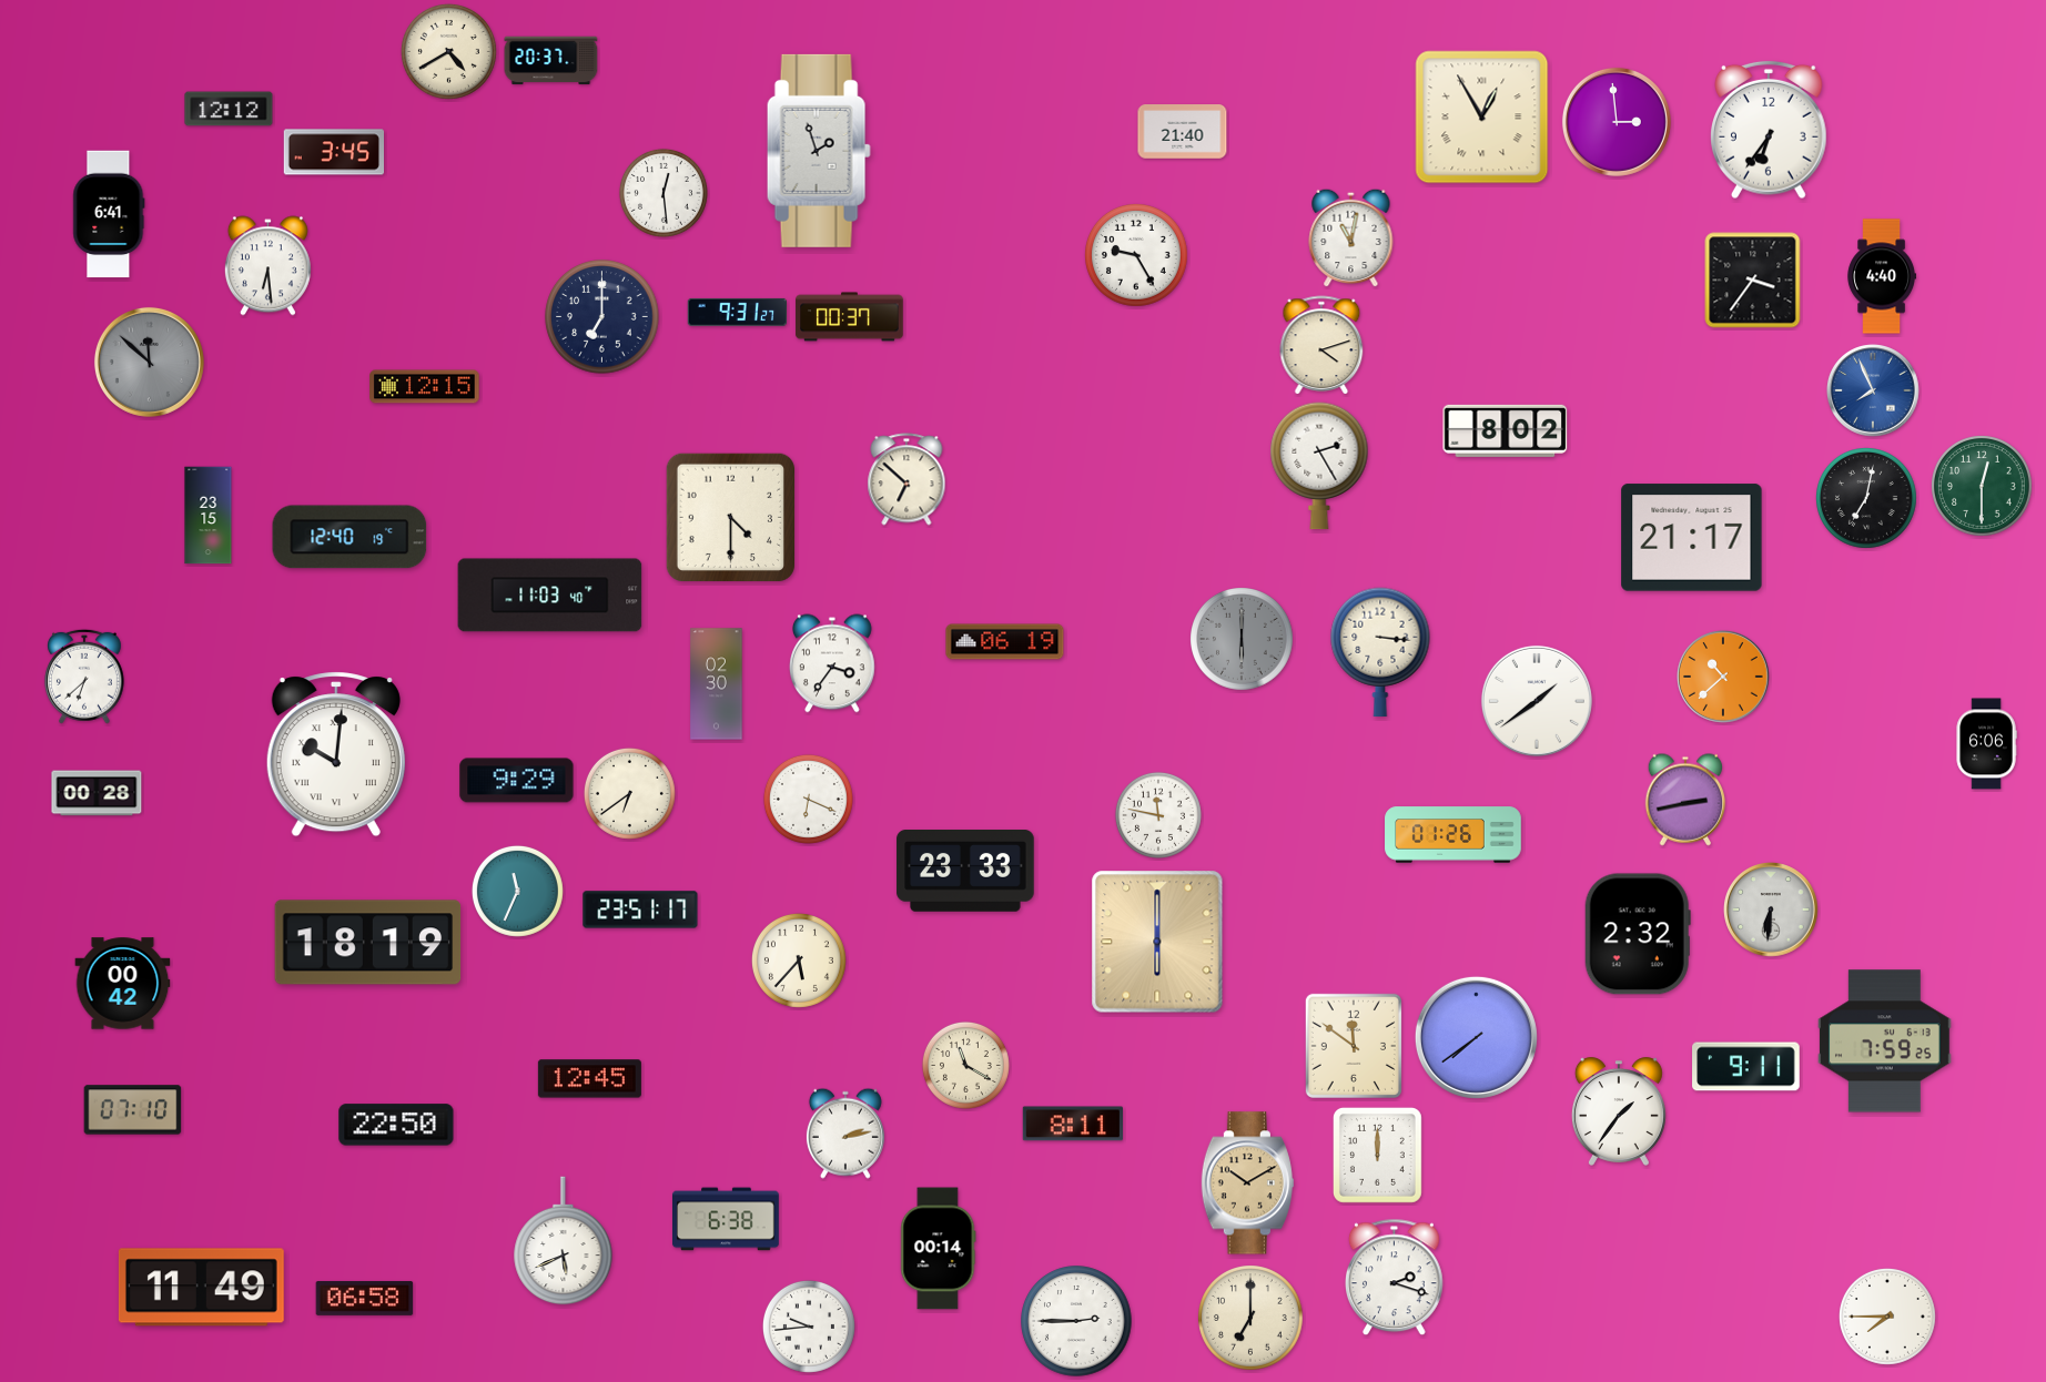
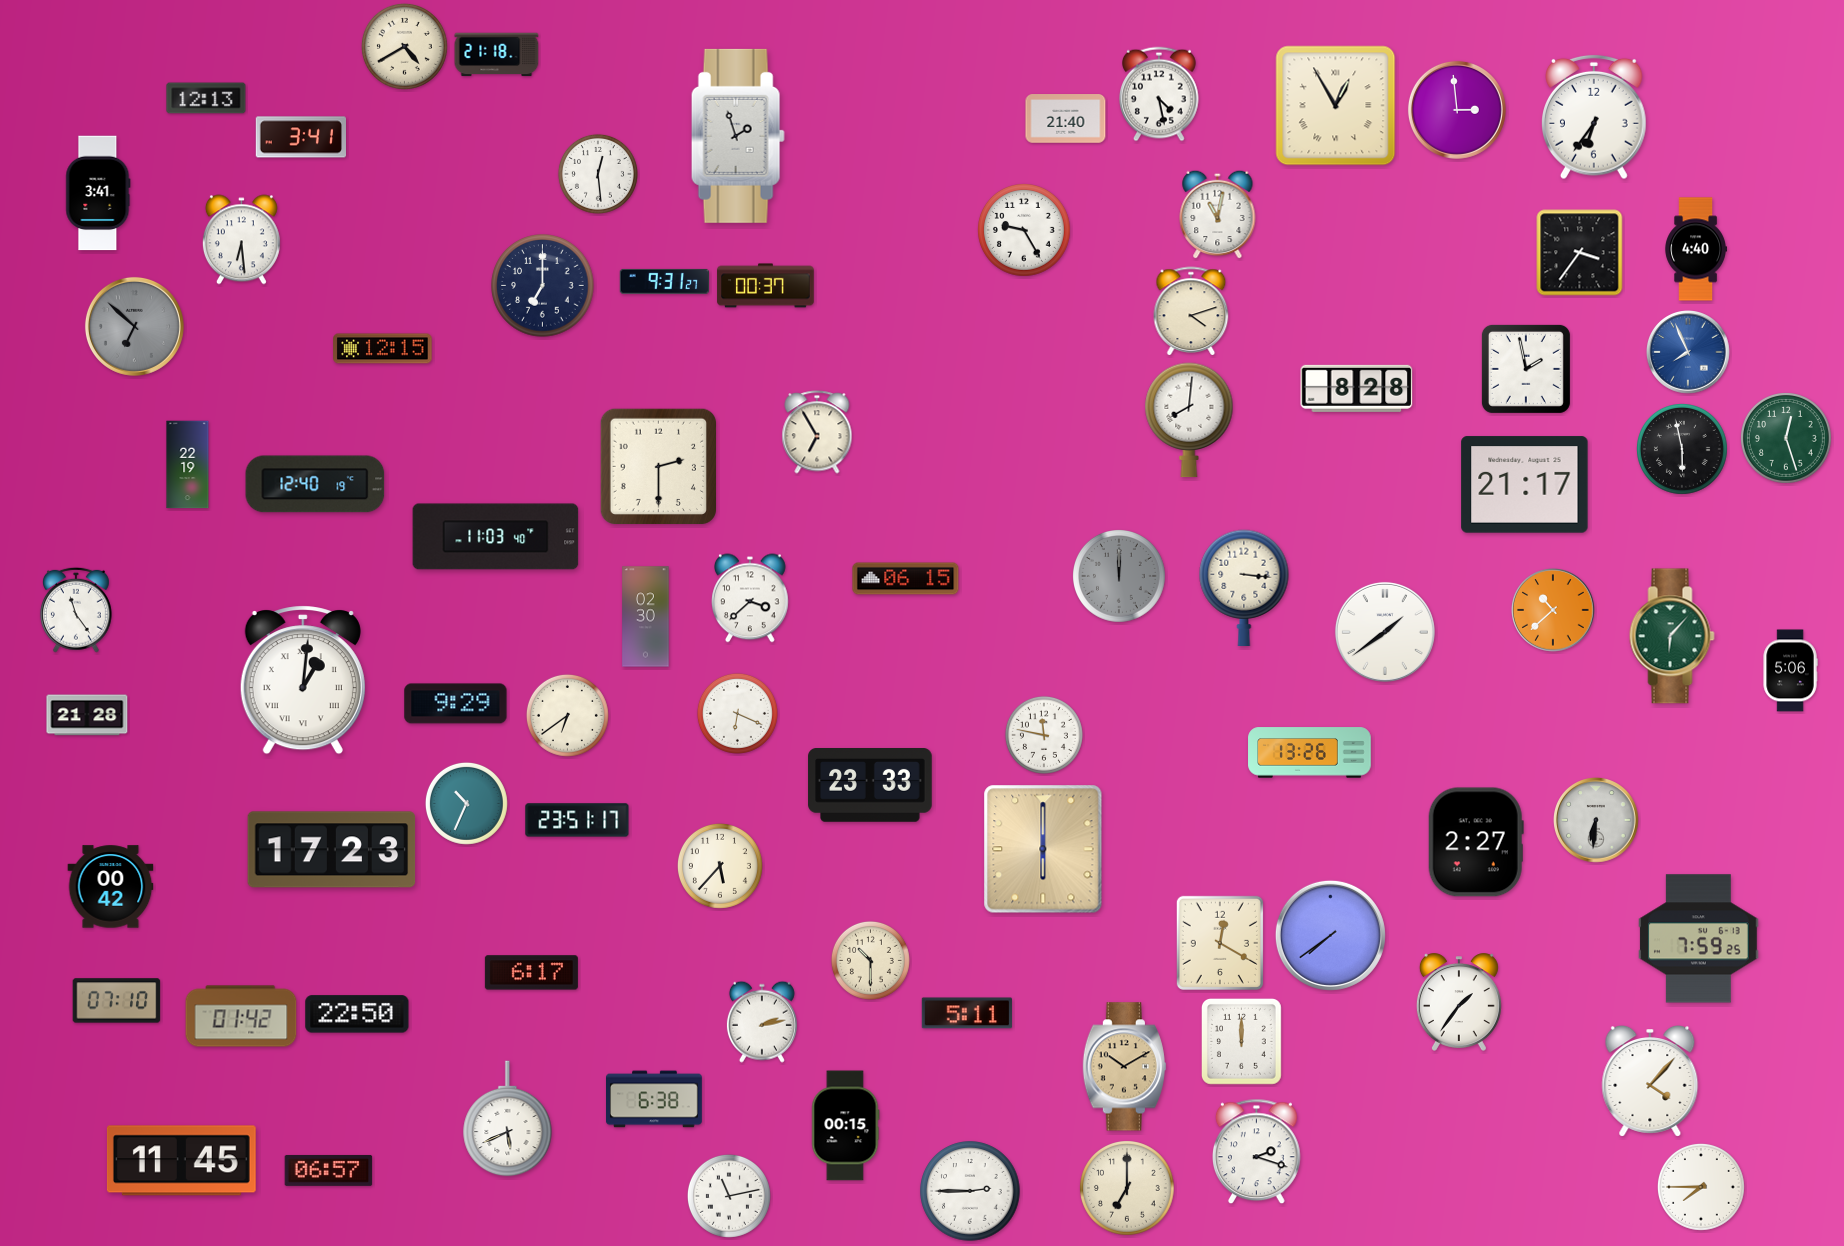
clock at (551, 61): 20:37 -> 21:18
clock at (1160, 94): none -> 4:28
clock at (229, 109): 12:12 -> 12:13
clock at (333, 152): 3:45 -> 3:41
clock at (109, 214): 6:41 -> 3:41
clock at (149, 362): 11:52 -> 6:52
clock at (1526, 369): none -> 1:58
clock at (1506, 430): 8:02 -> 8:28
clock at (1319, 466): 2:25 -> 8:01
clock at (906, 479): 6:52 -> 6:55
clock at (1983, 487): 12:30 -> 12:27
clock at (1867, 499): 7:02 -> 5:58
clock at (209, 516): 23:15 -> 22:19
clock at (730, 517): 4:30 -> 2:30
clock at (1243, 640): 6:00 -> 12:00
clock at (1005, 642): 06:19 -> 06:15
clock at (833, 663): 3:36 -> 3:38
clock at (84, 677): 6:38 -> 11:24
clock at (1672, 636): none -> 6:07
clock at (1986, 744): 6:06 -> 5:06
clock at (336, 754): 10:01 -> 1:01
clock at (517, 781) position: (517, 781) -> (456, 704)
clock at (97, 793): 00:28 -> 21:28
clock at (808, 799) position: (808, 799) -> (737, 713)
clock at (1685, 800): 2:43 -> none
clock at (1454, 835): 01:26 -> 13:26
clock at (517, 891): 11:34 -> 10:34
clock at (1638, 934): 2:32 -> 2:27
clock at (368, 943): 18:19 -> 17:23
clock at (1354, 1046): 11:51 -> 12:20
clock at (965, 1065): 11:20 -> 10:30
clock at (1746, 1067): 9:11 -> none
clock at (589, 1079): 12:45 -> 6:17
clock at (133, 1110) position: (133, 1110) -> (117, 1001)
clock at (1073, 1124): 8:11 -> 5:11
clock at (241, 1016): none -> 01:42
clock at (1650, 1082): none -> 4:07
clock at (938, 1249): 00:14 -> 00:15
clock at (201, 1288): 11:49 -> 11:45
clock at (365, 1298): 06:58 -> 06:57
clock at (809, 1327): 9:44 -> 11:13
